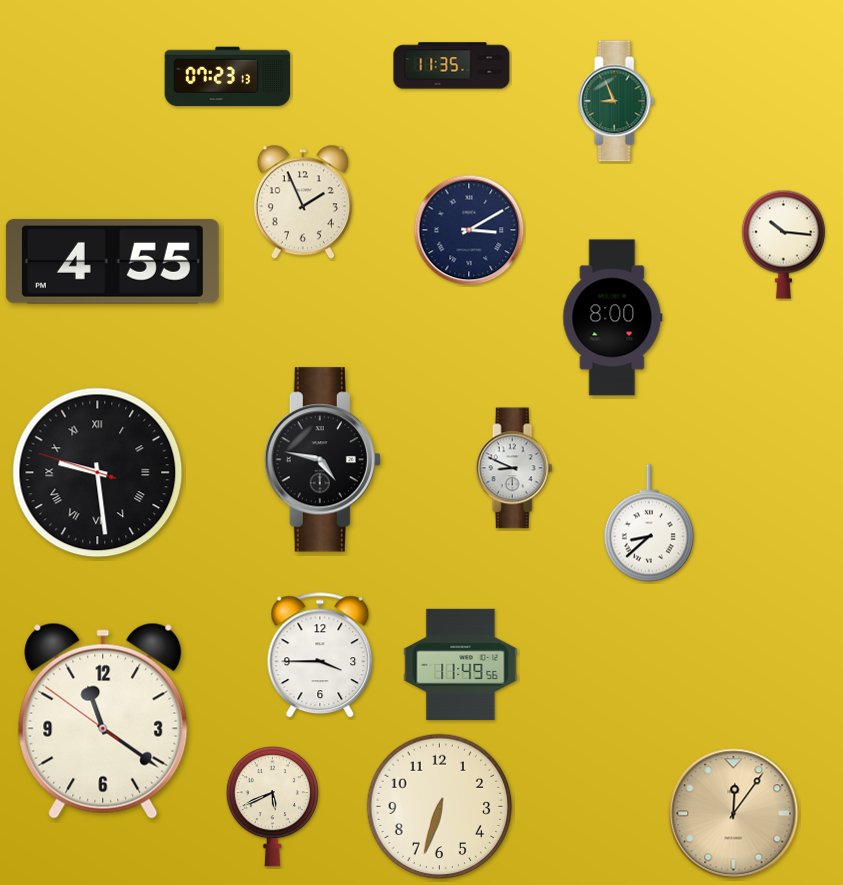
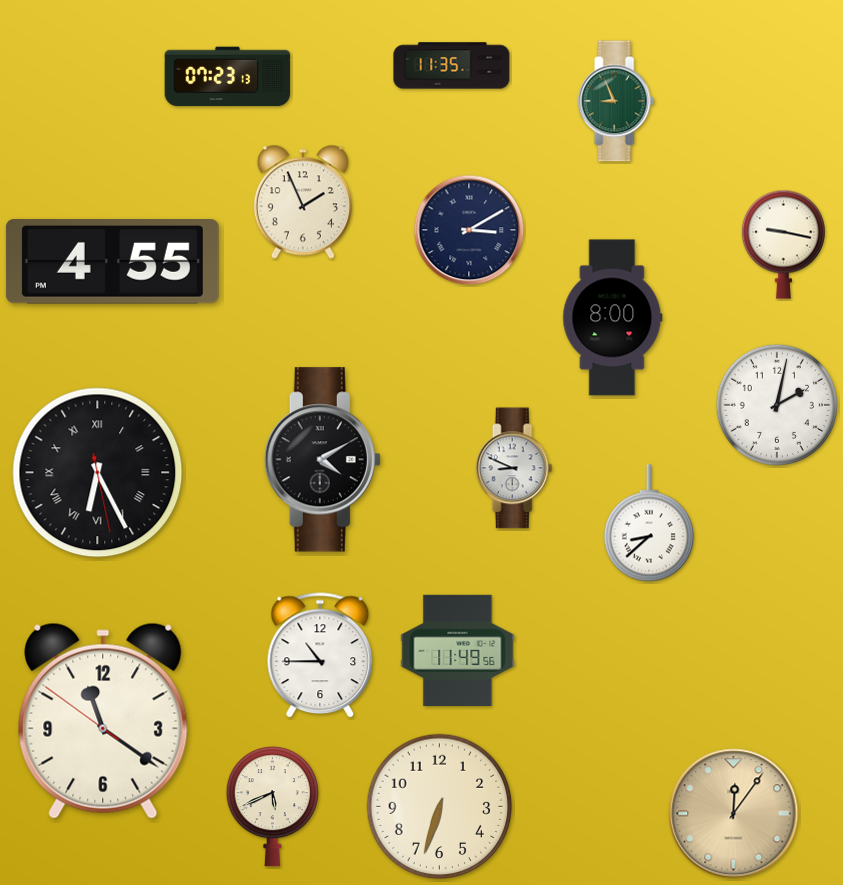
clock at (783, 244): 10:16 -> 9:17
clock at (777, 405): none -> 2:02
clock at (322, 460): 4:47 -> 4:10
clock at (98, 473): 9:28 -> 6:25
clock at (320, 656): 3:45 -> 10:45
clock at (461, 664) position: (461, 664) -> (458, 650)
